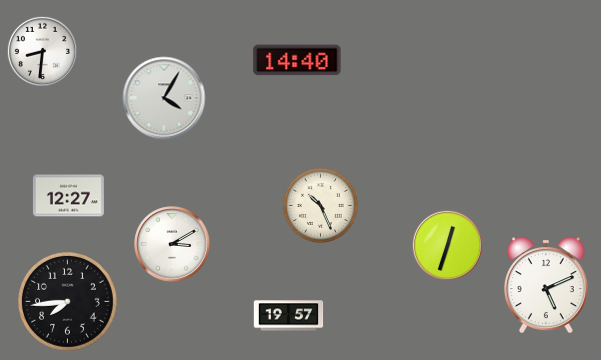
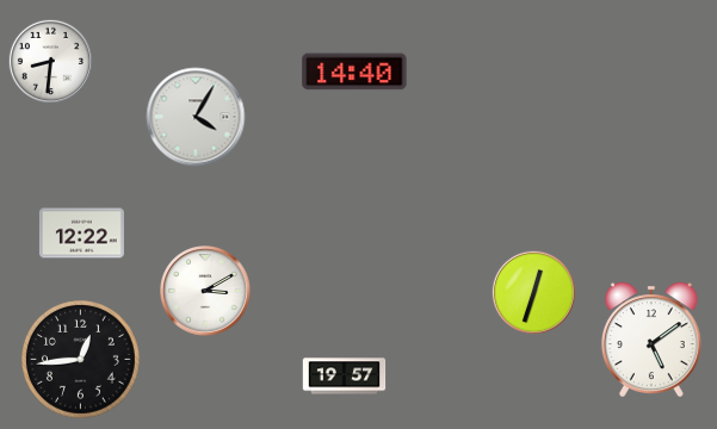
clock at (68, 196): 12:27 -> 12:22
clock at (320, 205): 10:26 -> none
clock at (546, 285): 5:11 -> 5:09
clock at (68, 302): 7:44 -> 12:44
